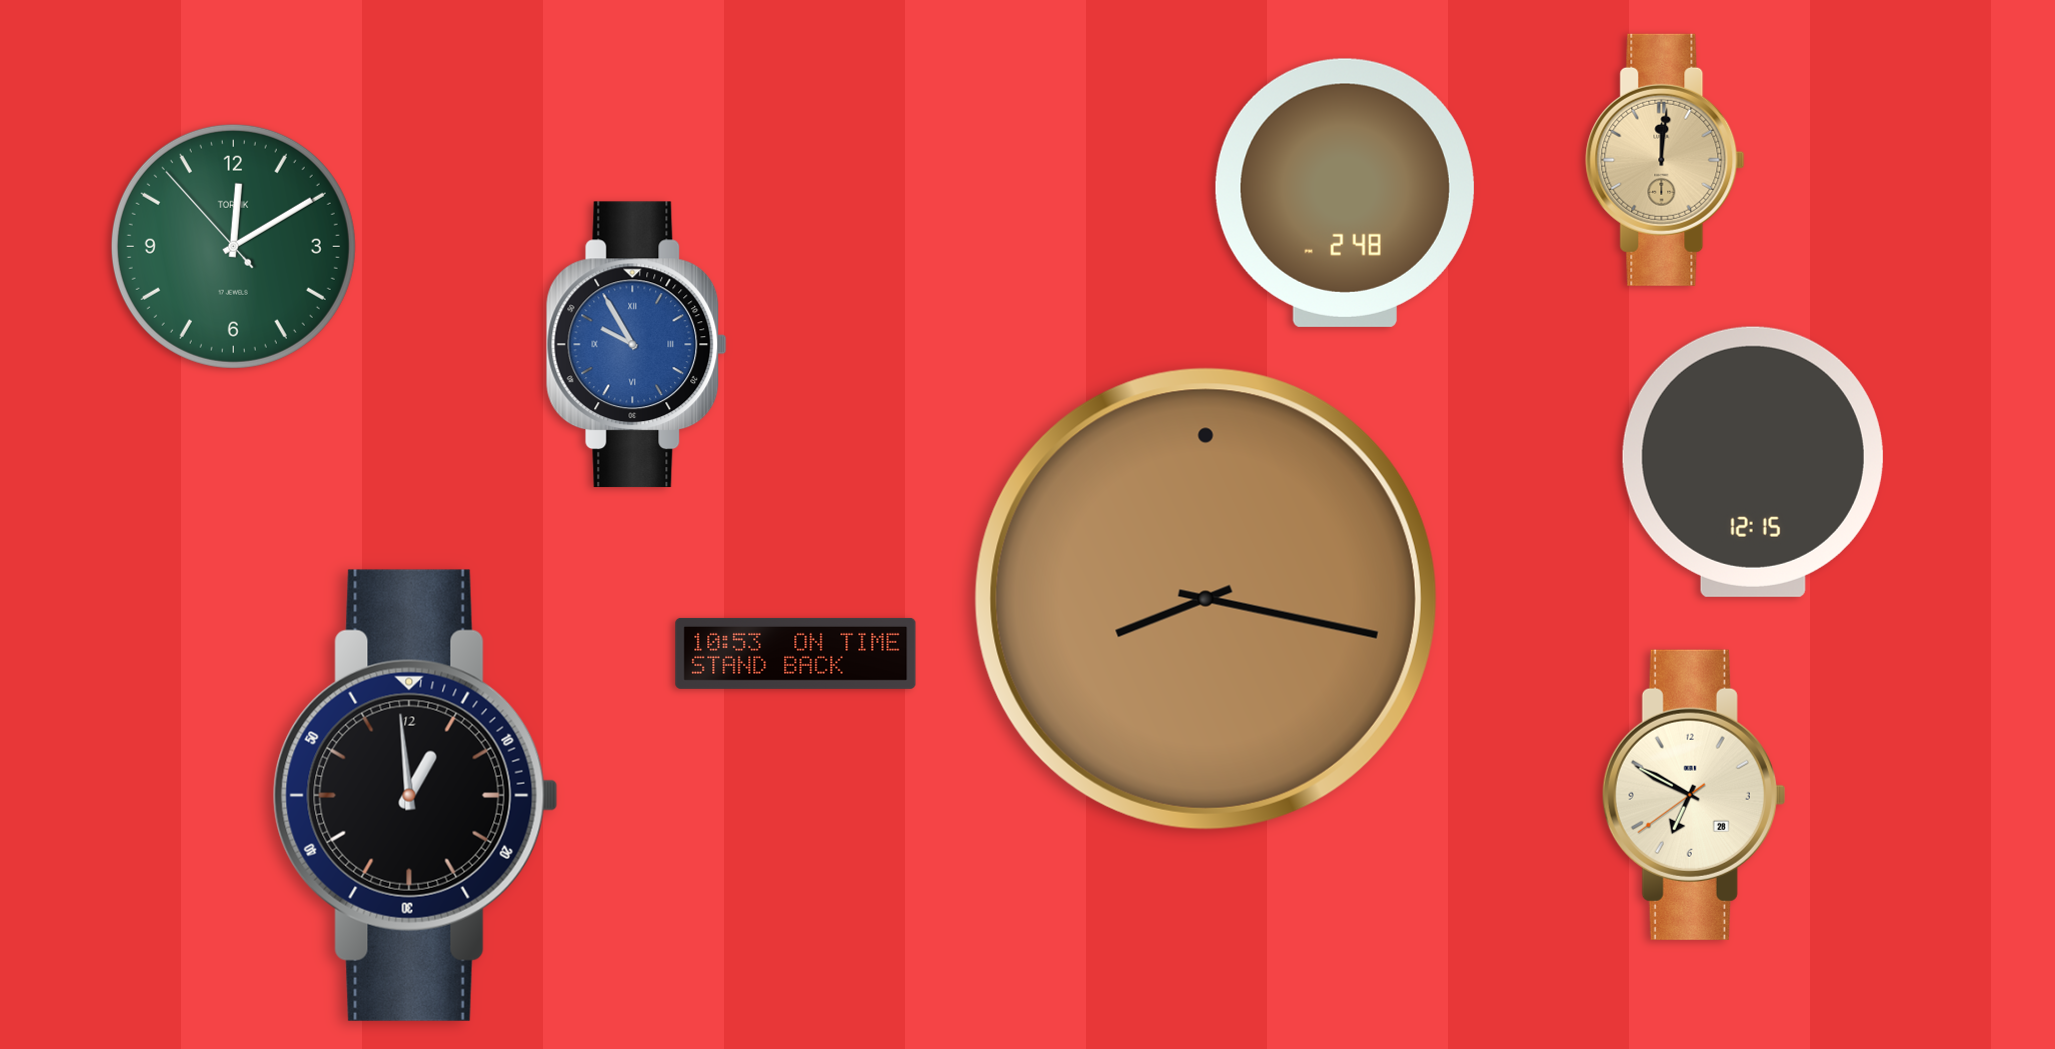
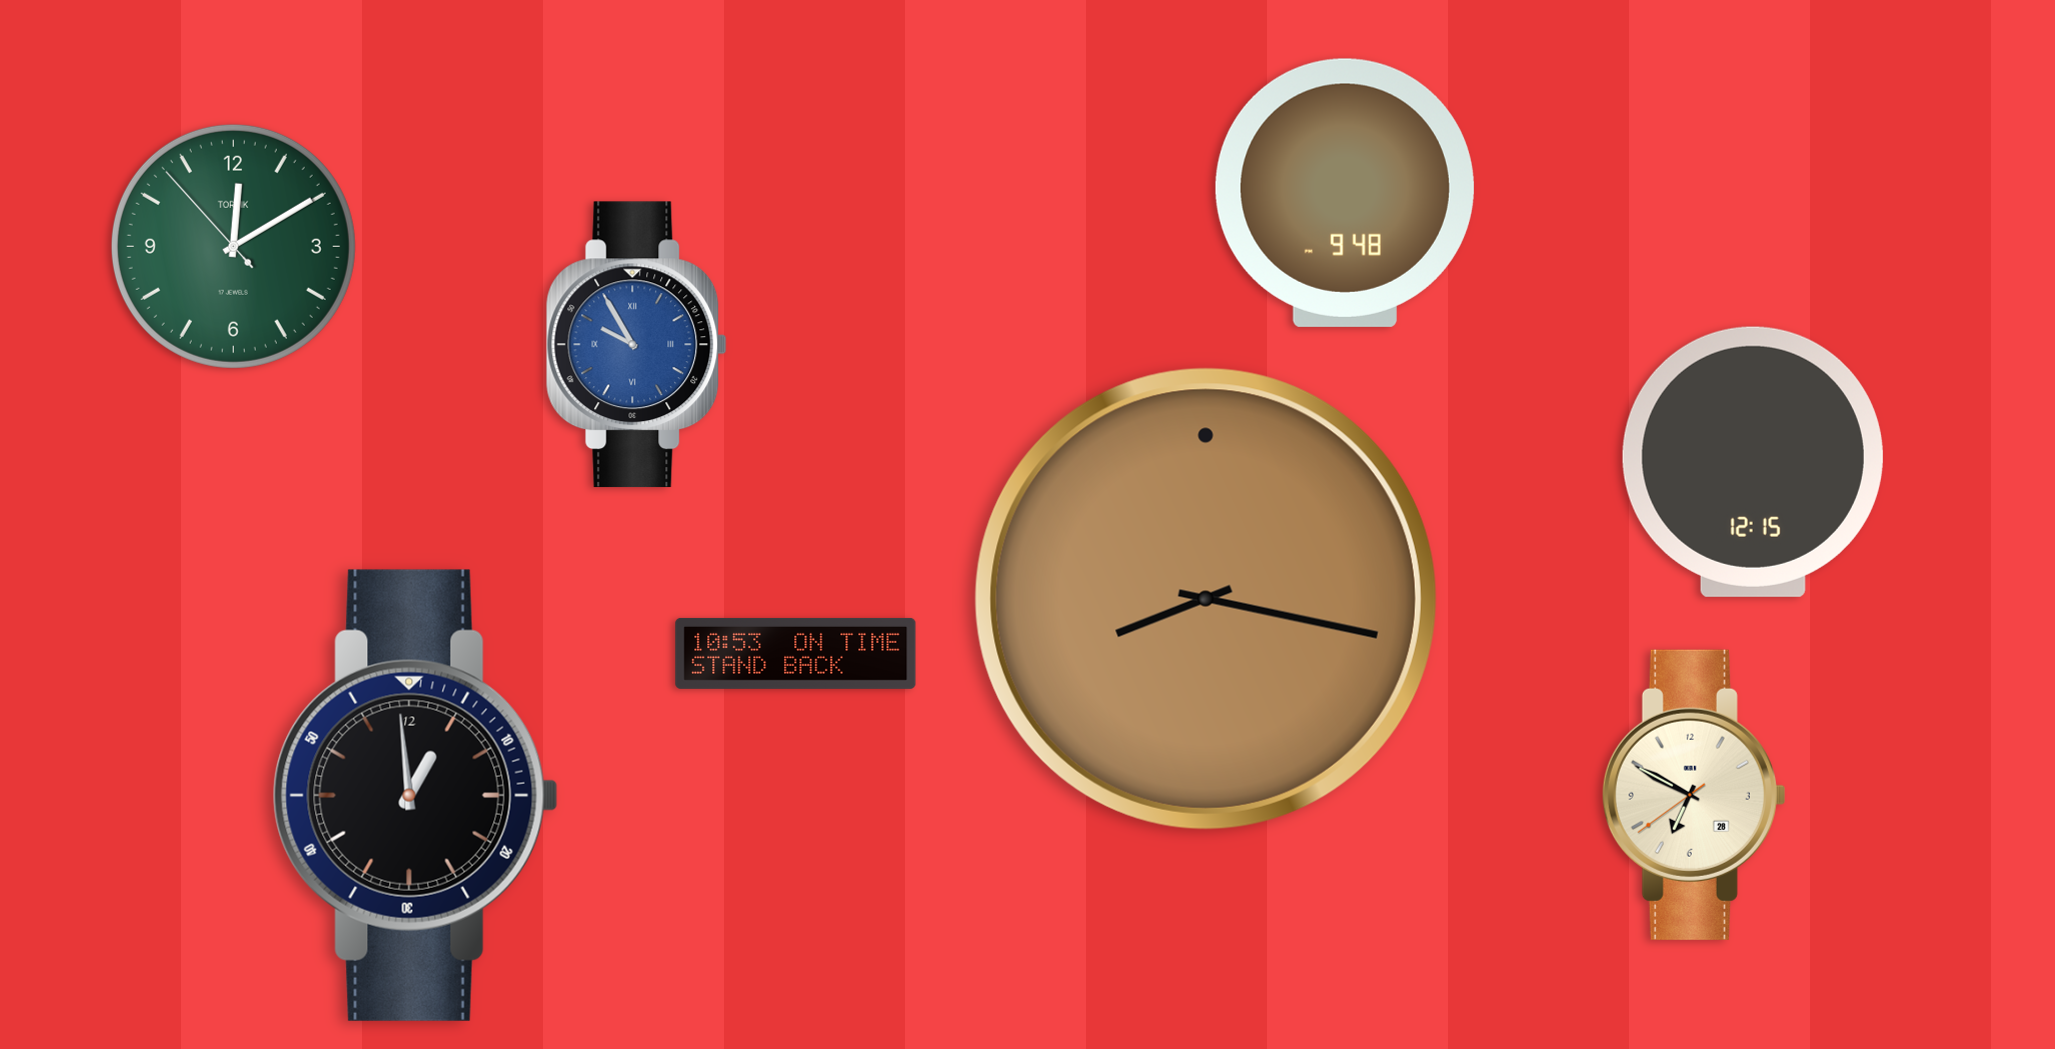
clock at (1665, 160): 12:01 -> none
clock at (1345, 193): 2:48 -> 9:48
